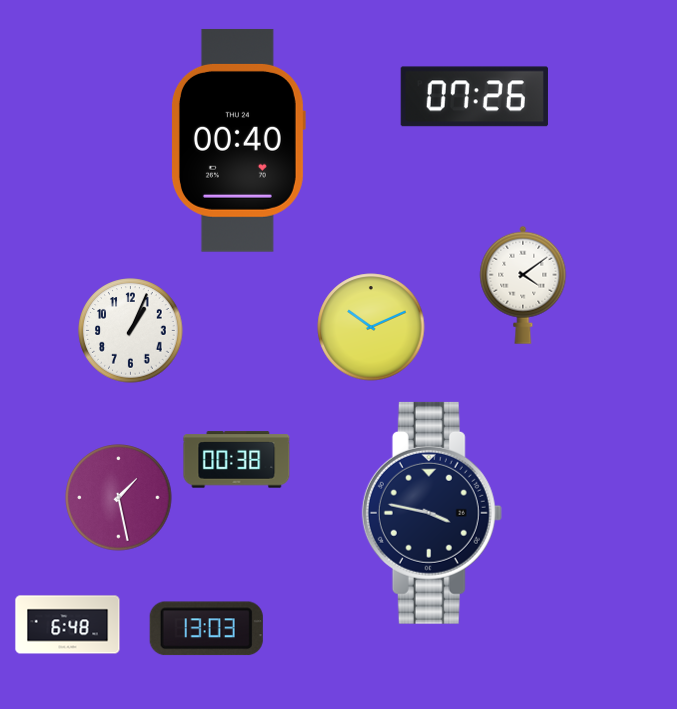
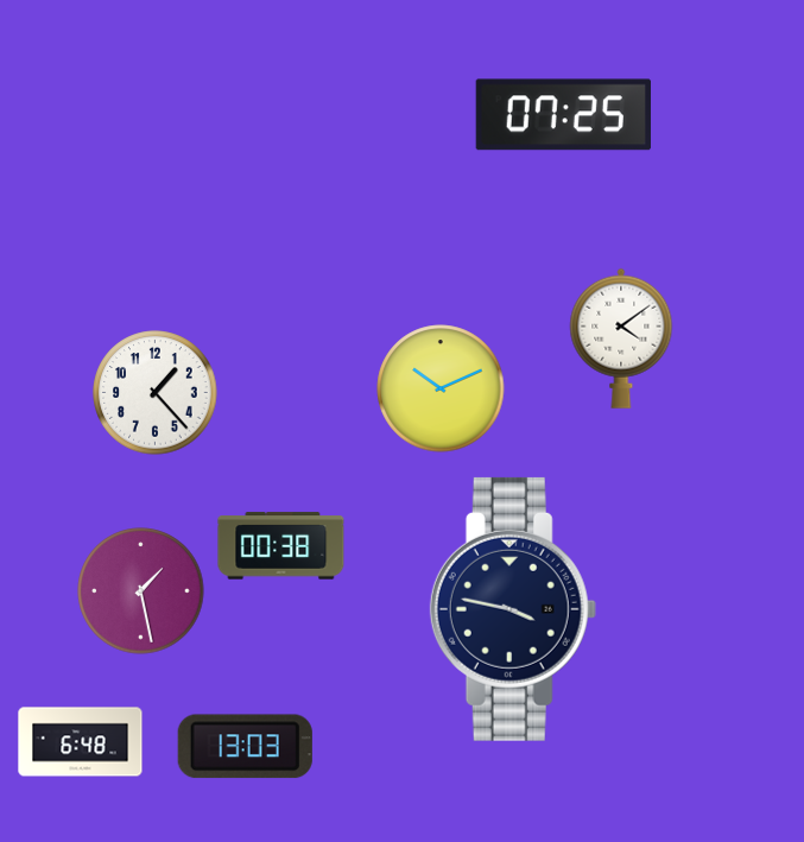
clock at (474, 97): 07:26 -> 07:25
clock at (238, 140): 00:40 -> none
clock at (131, 331): 1:04 -> 1:23
